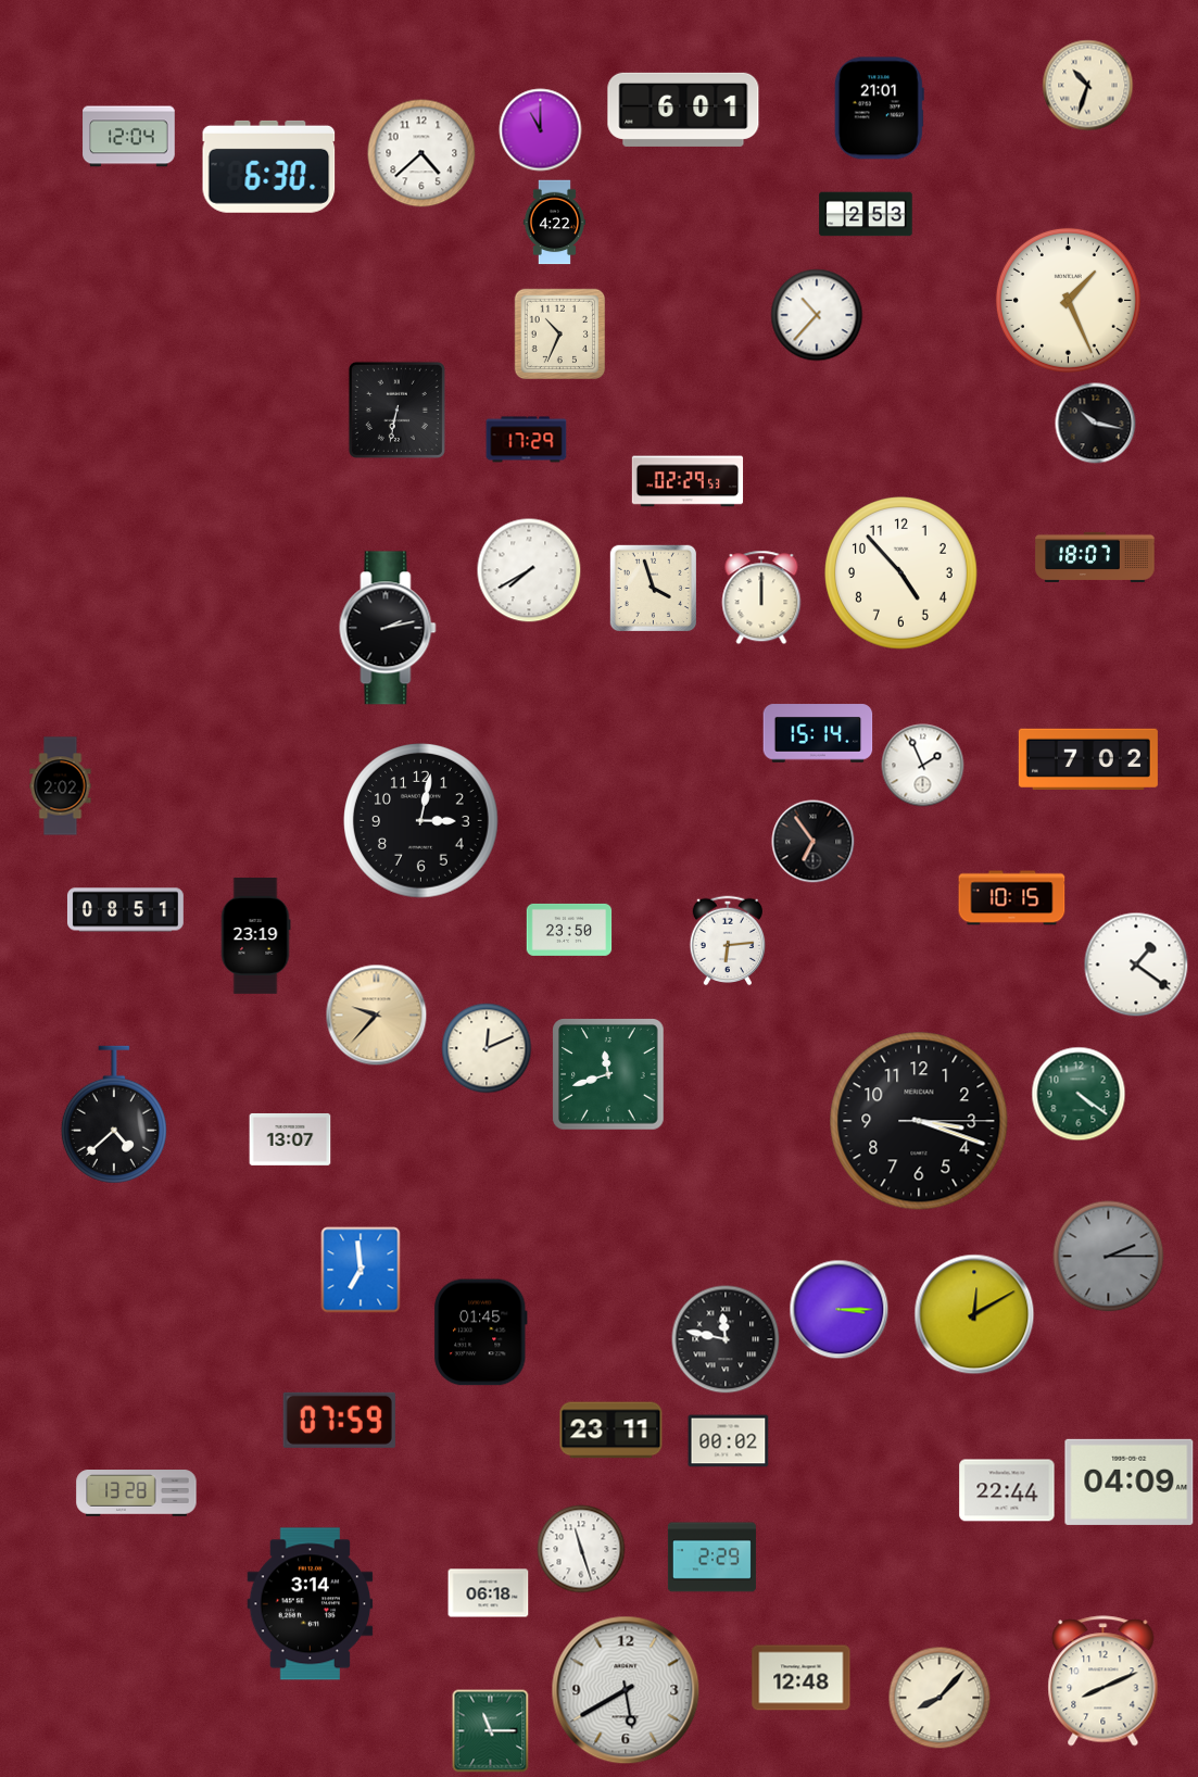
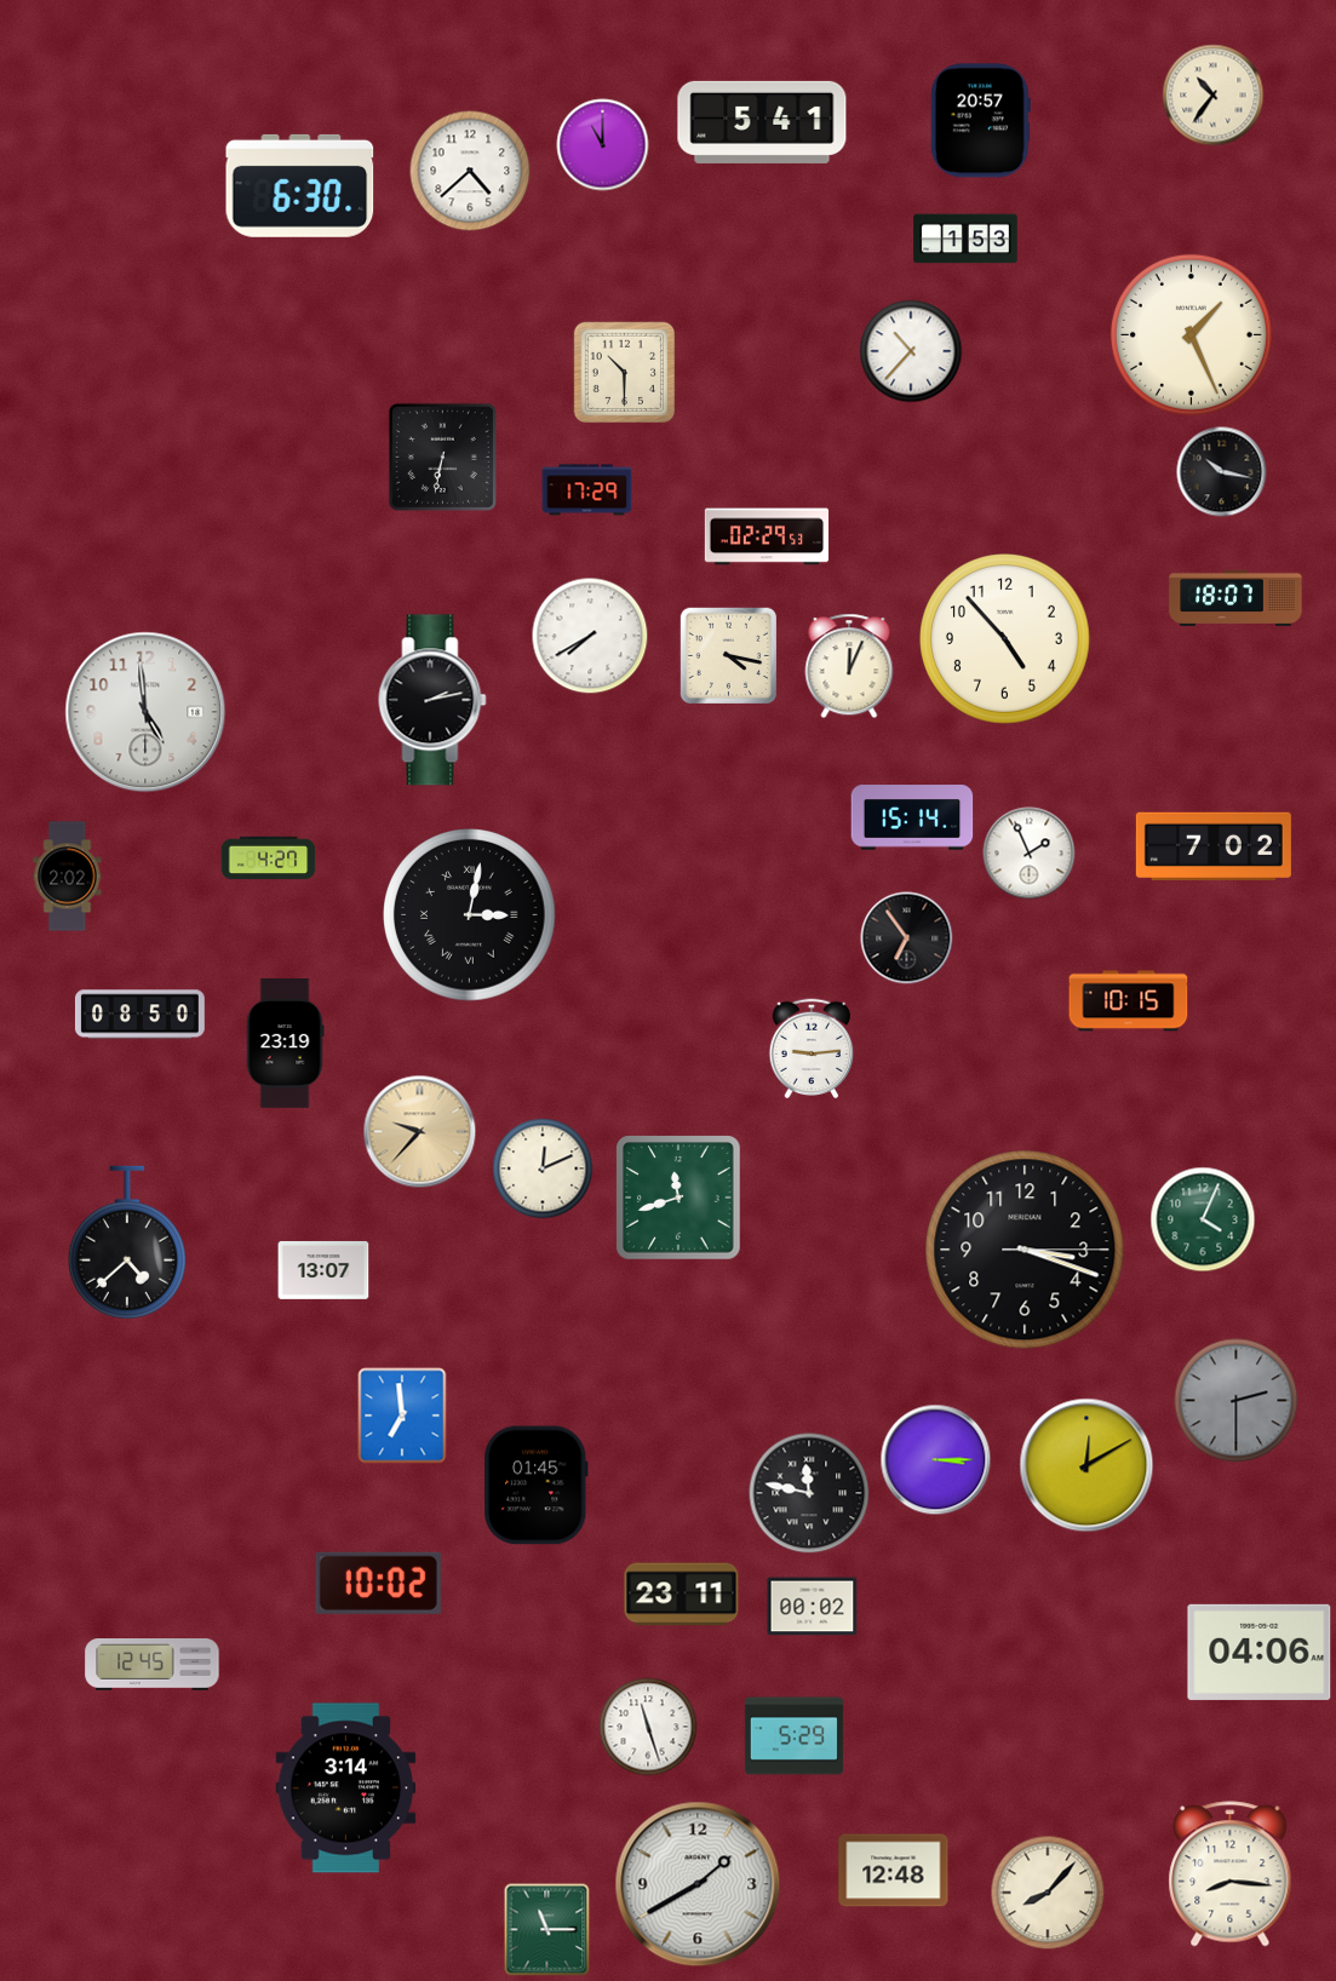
clock at (1088, 86): 10:33 -> 10:36
clock at (879, 109): 21:01 -> 20:57
clock at (683, 110): 6:01 -> 5:41
clock at (129, 137): 12:04 -> none
clock at (866, 214): 2:53 -> 1:53
clock at (554, 223): 4:22 -> none
clock at (560, 335): 10:34 -> 10:30
clock at (1095, 557) position: (1095, 557) -> (1235, 598)
clock at (653, 588): 3:57 -> 4:17
clock at (761, 597): 12:00 -> 12:04
clock at (145, 712): none -> 4:59
clock at (269, 859): none -> 4:27
clock at (421, 821) numerals: Arabic -> Roman
clock at (126, 910): 08:51 -> 08:50
clock at (569, 930): 23:50 -> none
clock at (728, 941): 6:14 -> 9:14
clock at (1136, 965): 1:21 -> none
clock at (1079, 1094): 4:21 -> 4:04
clock at (1109, 1257): 2:15 -> 2:30
clock at (339, 1420): 07:59 -> 10:02
clock at (1130, 1482): 04:09 -> 04:06
clock at (1007, 1490): 22:44 -> none
clock at (137, 1494): 13:28 -> 12:45
clock at (711, 1558): 2:29 -> 5:29
clock at (489, 1593): 06:18 -> none
clock at (1104, 1681): 8:11 -> 8:16
clock at (626, 1690): 5:40 -> 1:40
